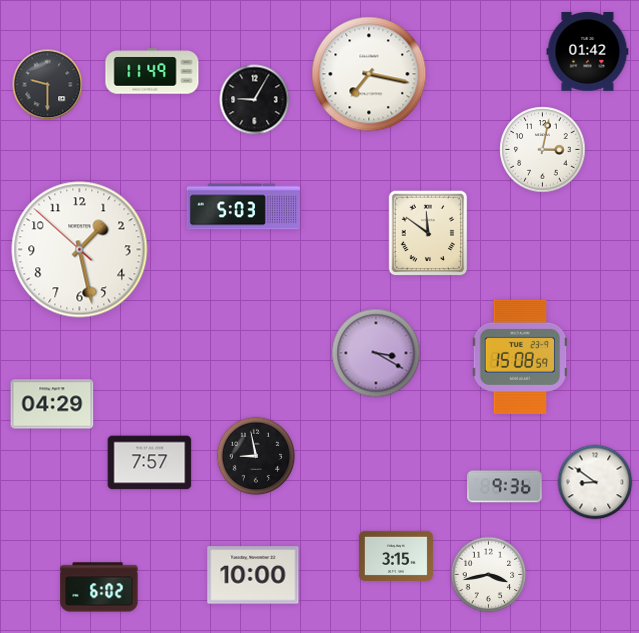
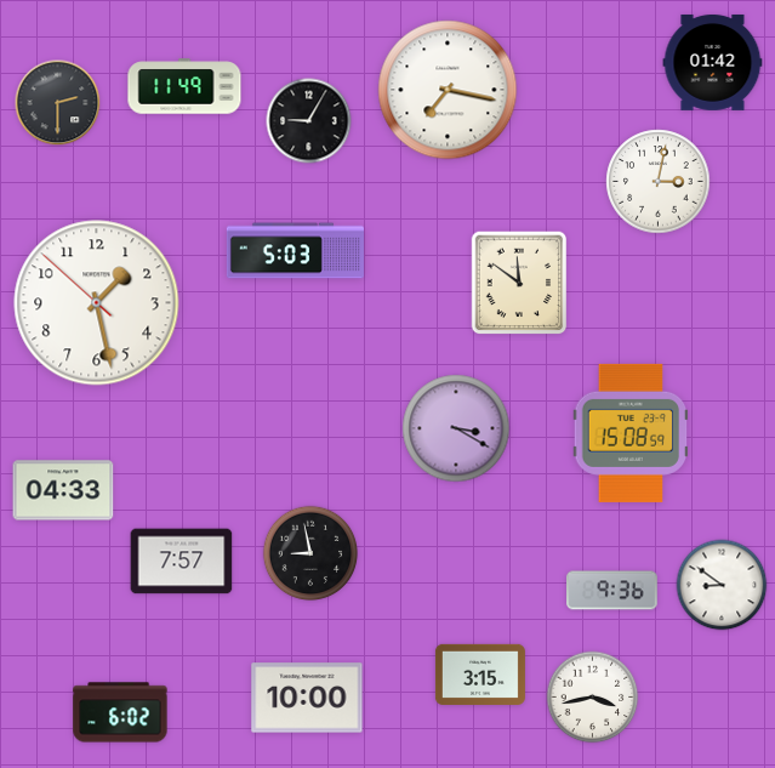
clock at (48, 85): 9:30 -> 2:30
clock at (52, 404): 04:29 -> 04:33
